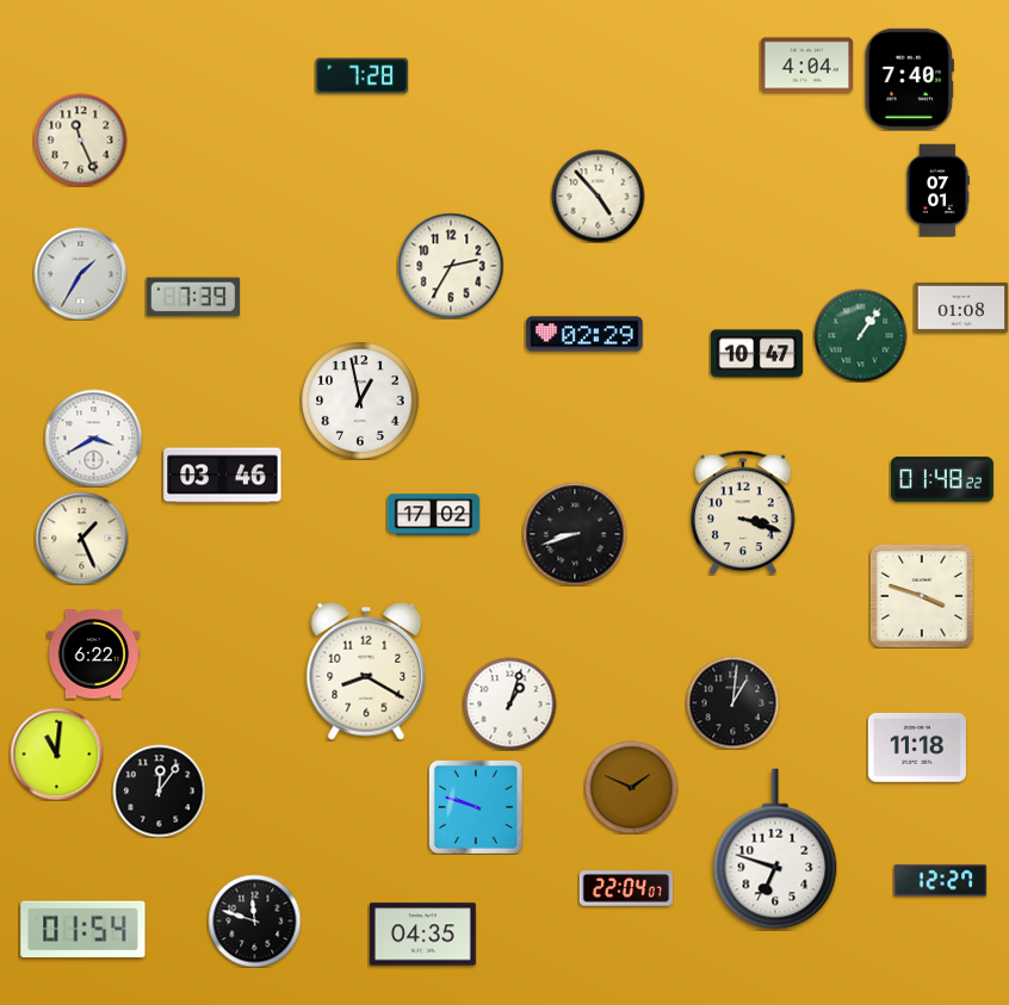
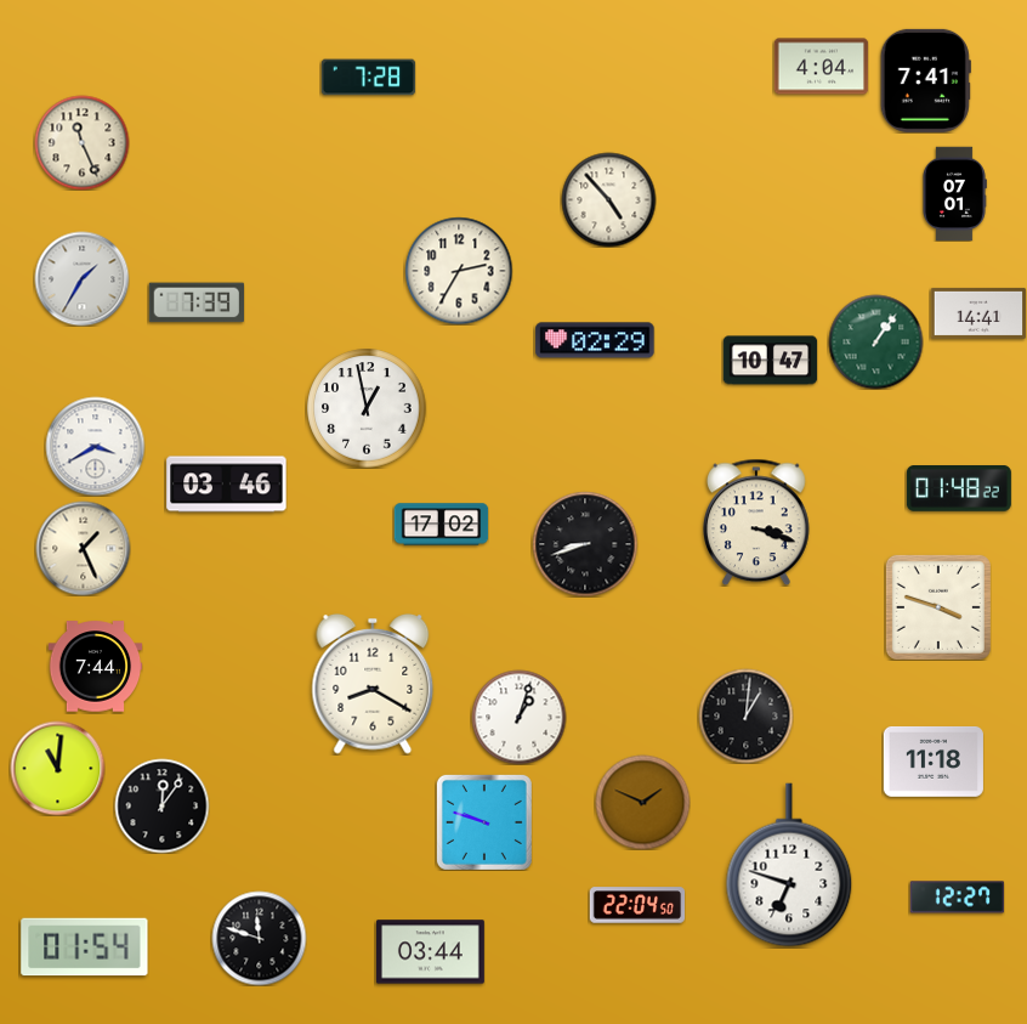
clock at (909, 79): 7:40 -> 7:41
clock at (961, 308): 01:08 -> 14:41
clock at (93, 655): 6:22 -> 7:44
clock at (626, 888): 22:04:07 -> 22:04:50
clock at (422, 935): 04:35 -> 03:44
